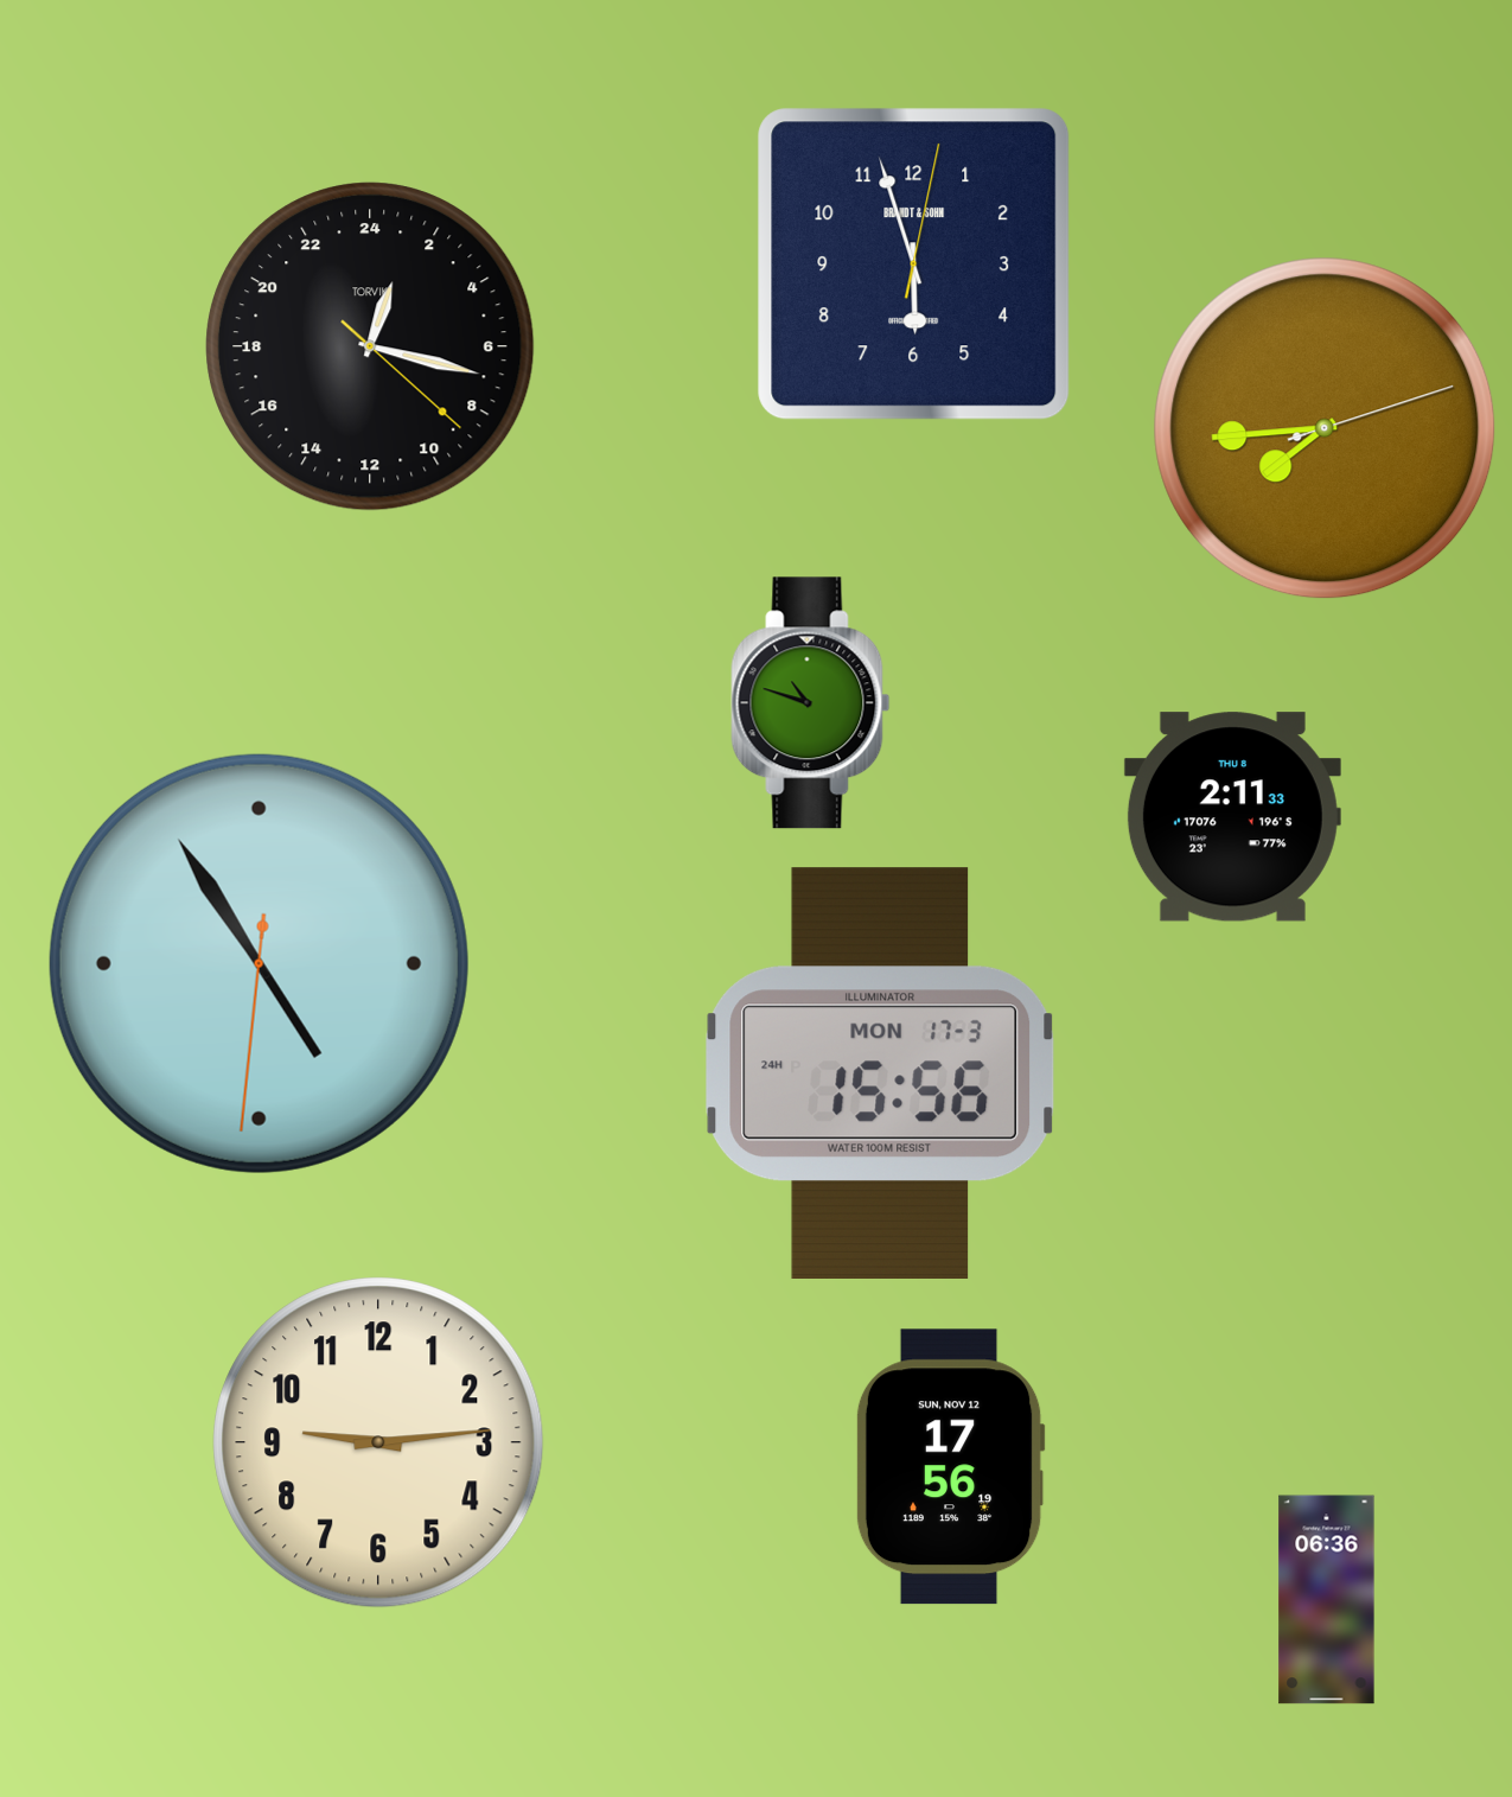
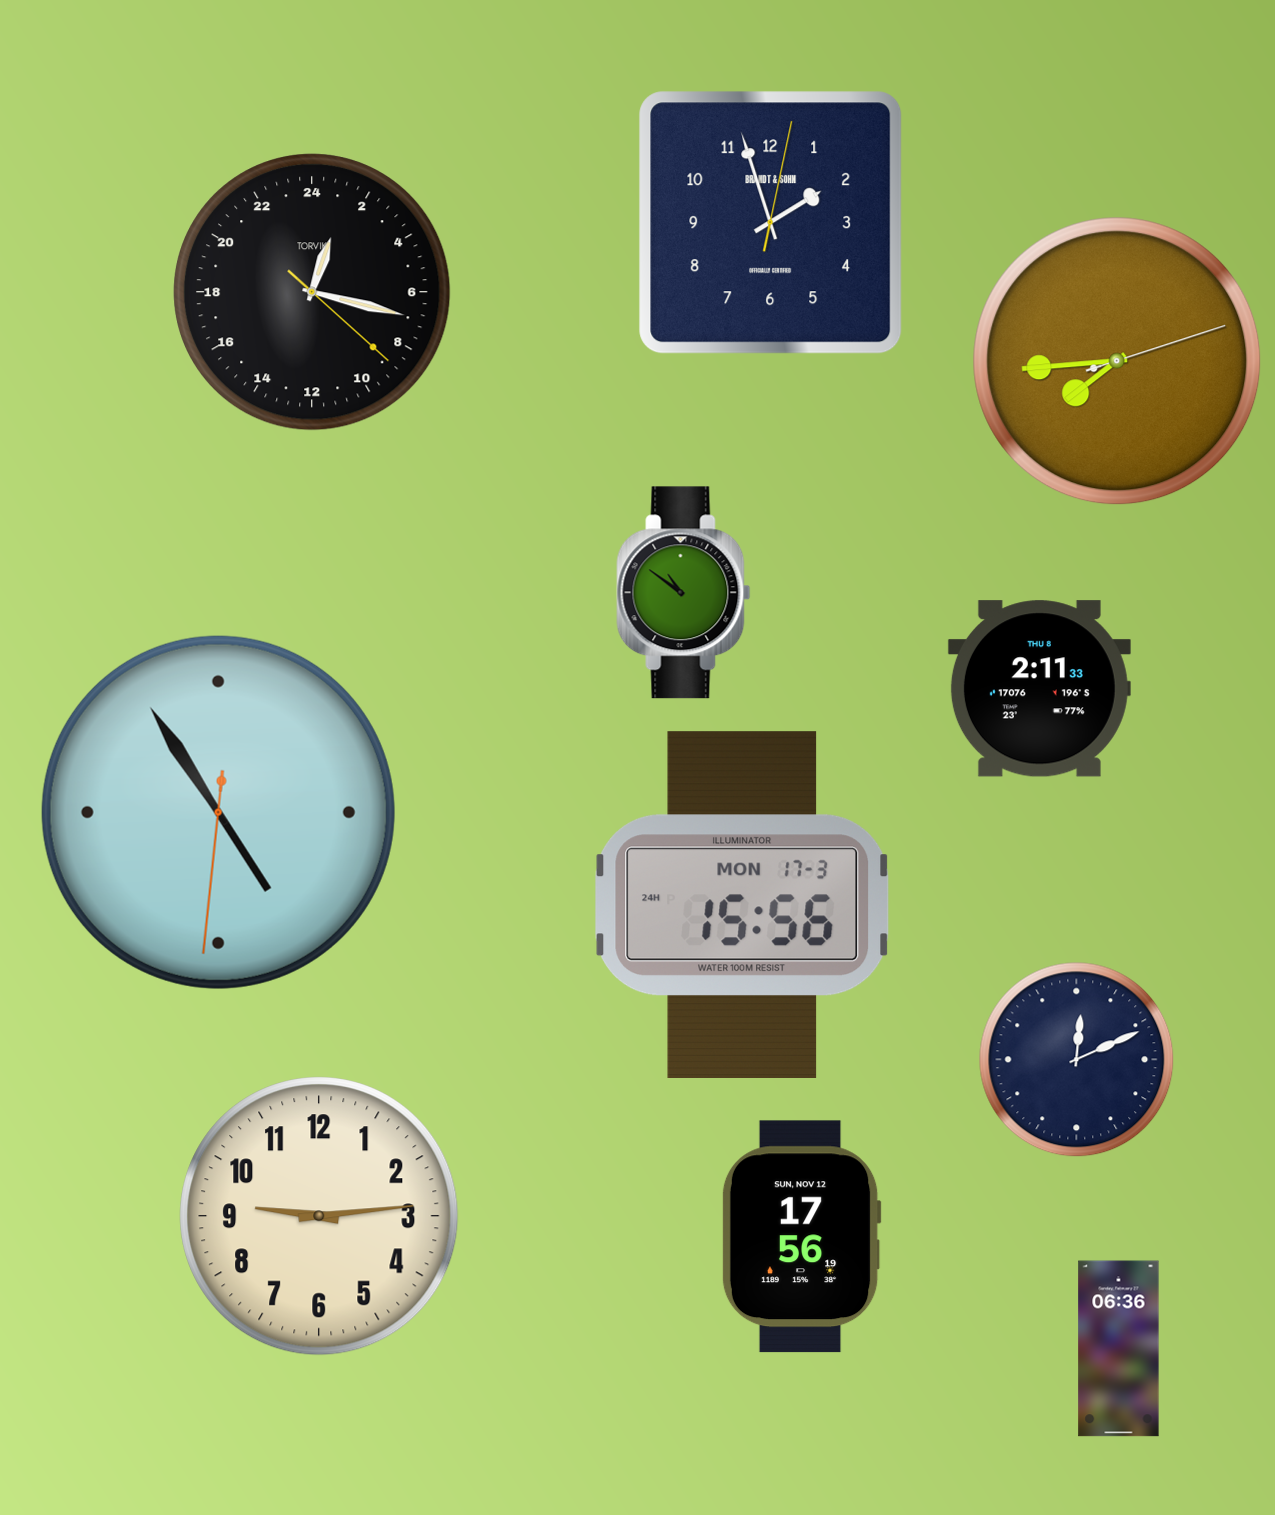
clock at (914, 265): 5:57 -> 1:57
clock at (811, 703): 10:48 -> 10:51
clock at (1077, 1060): none -> 12:11
